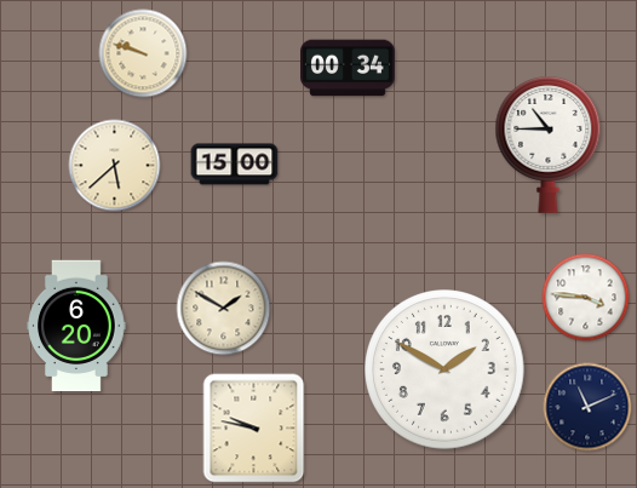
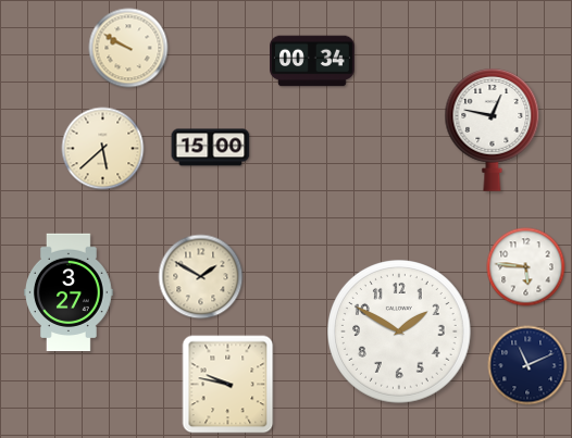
clock at (143, 53): 9:48 -> 9:50
clock at (549, 145): 10:45 -> 12:47
clock at (586, 298): 3:46 -> 5:46
clock at (78, 326): 6:20 -> 3:27
